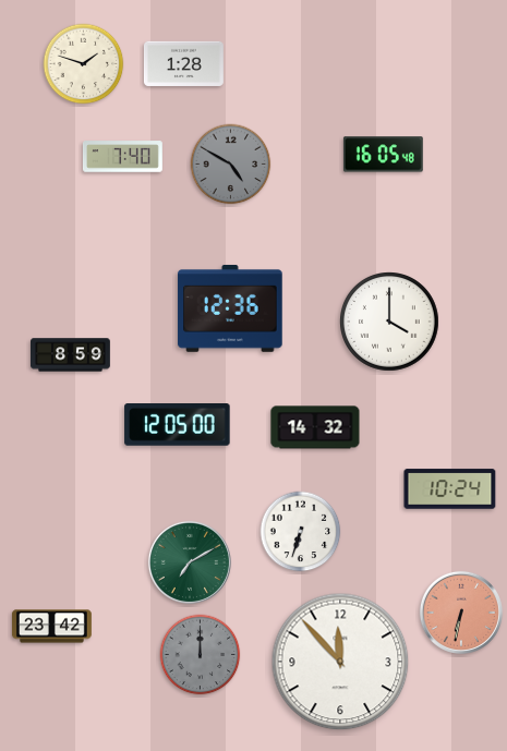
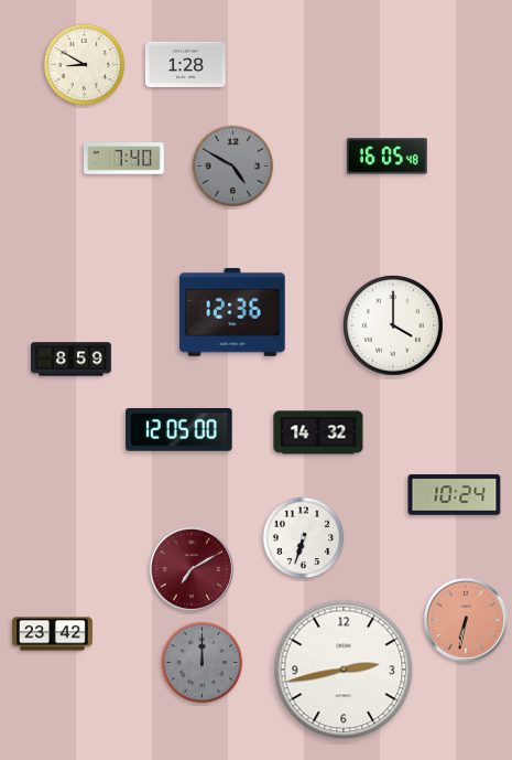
clock at (84, 64): 1:48 -> 8:50
clock at (190, 562) dial: green -> burgundy
clock at (340, 662): 11:53 -> 2:43
